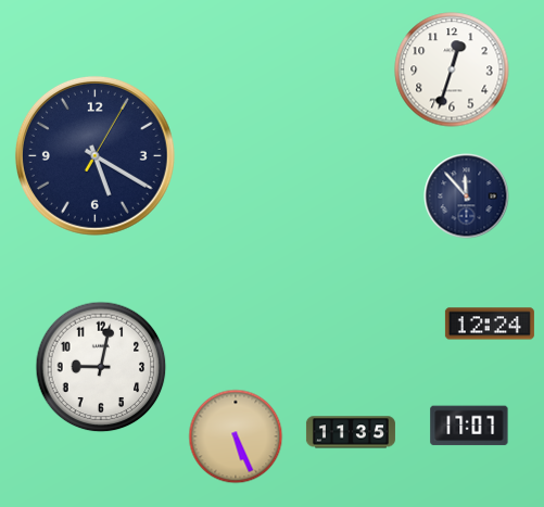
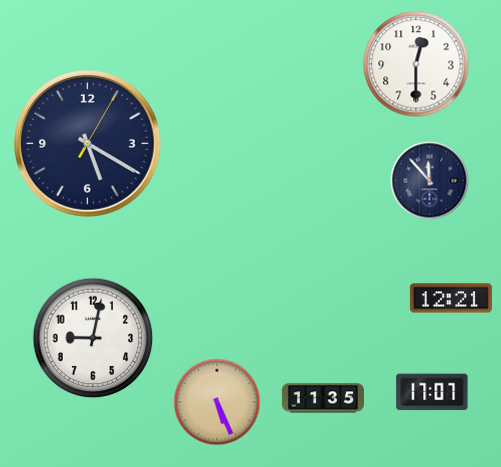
clock at (452, 69): 12:33 -> 12:30
clock at (490, 324): 12:24 -> 12:21
